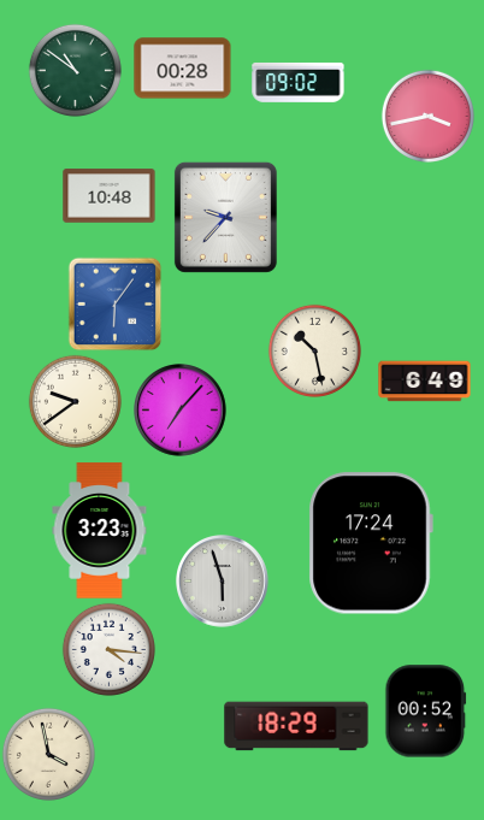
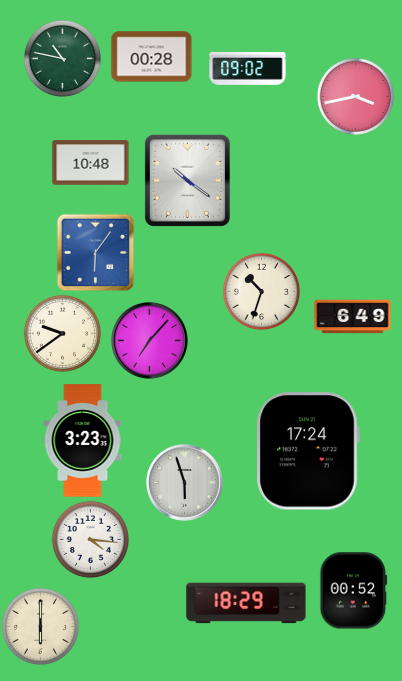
clock at (75, 70): 10:51 -> 10:47
clock at (225, 217): 9:37 -> 10:21
clock at (314, 350): 10:28 -> 10:33
clock at (48, 754): 3:58 -> 6:00
